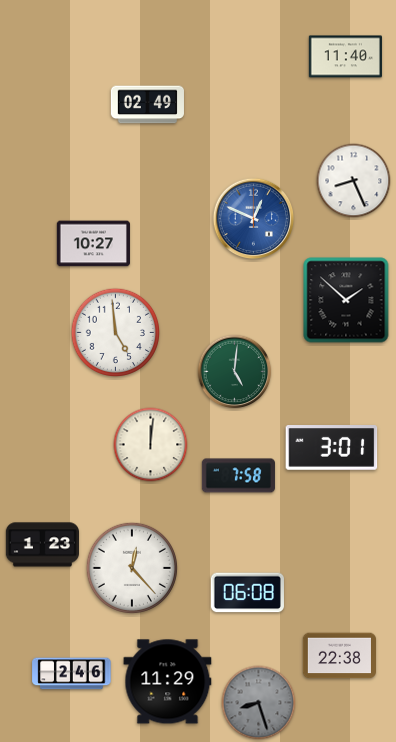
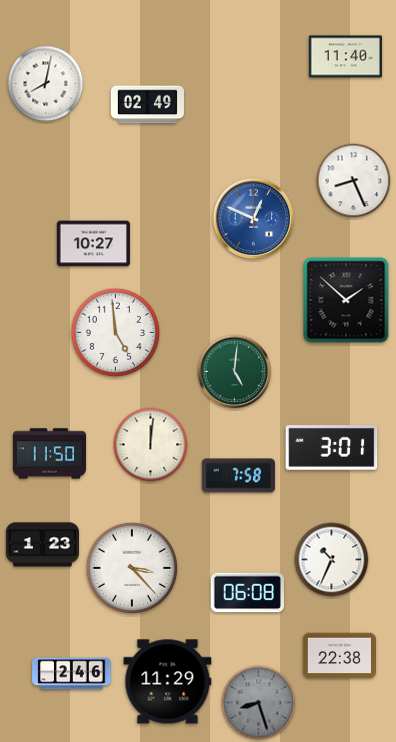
clock at (46, 84): none -> 8:02
clock at (49, 454): none -> 11:50
clock at (332, 560): none -> 10:34
clock at (132, 568): 12:23 -> 3:23
